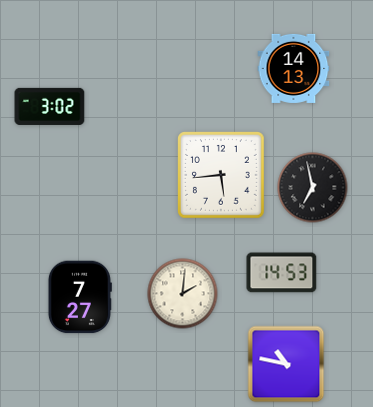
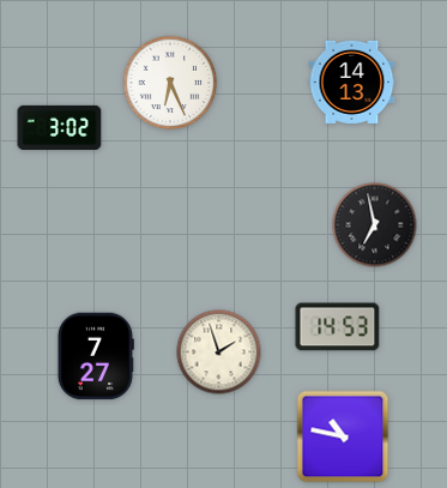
clock at (170, 83): none -> 6:26
clock at (222, 176): 5:44 -> none
clock at (183, 294): 2:01 -> 1:57
